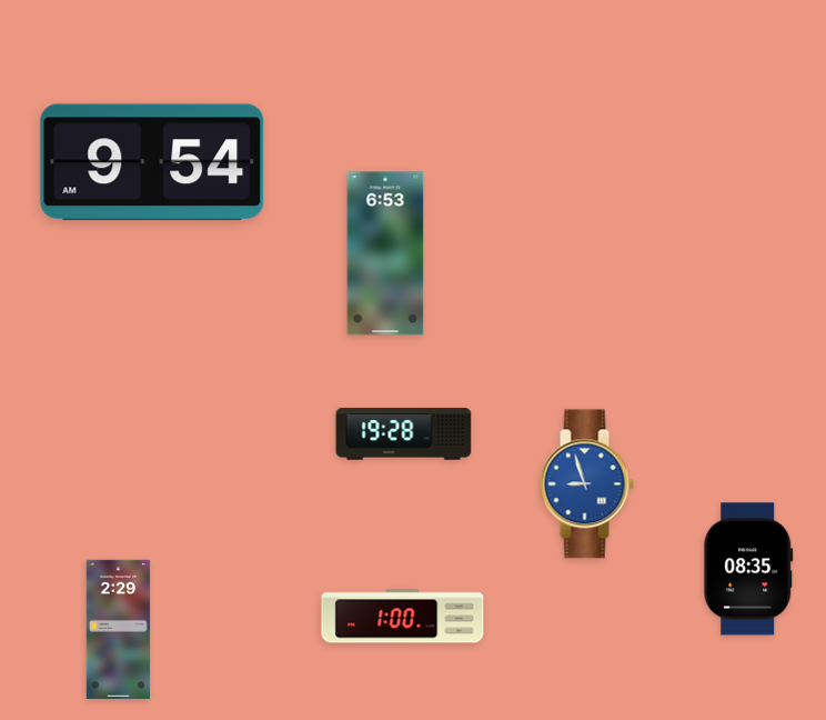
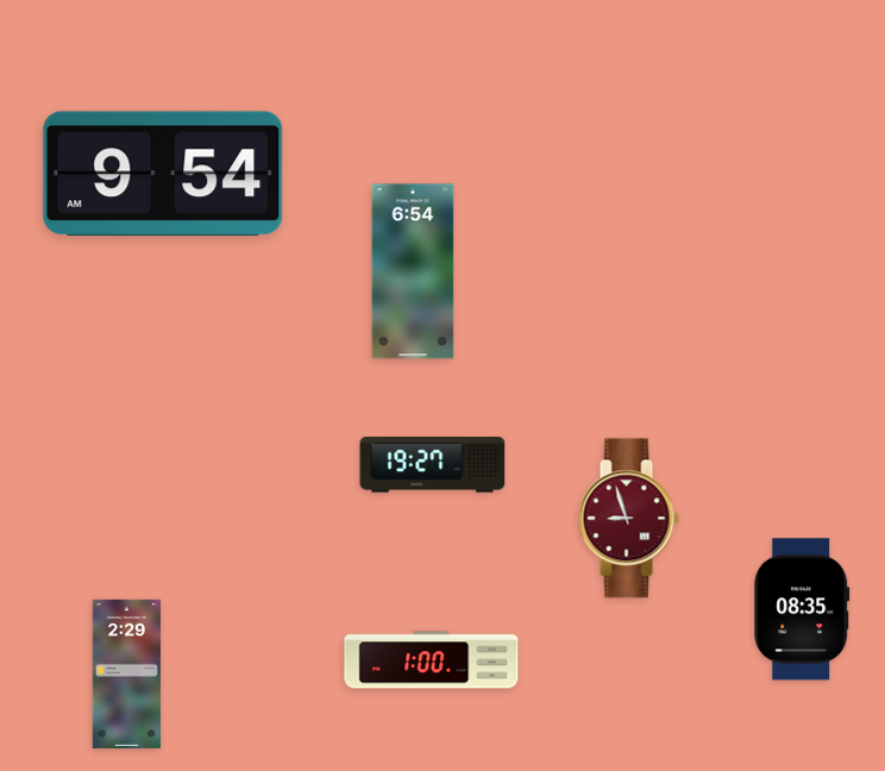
clock at (385, 253): 6:53 -> 6:54
clock at (404, 434): 19:28 -> 19:27
clock at (586, 484) dial: blue -> burgundy
